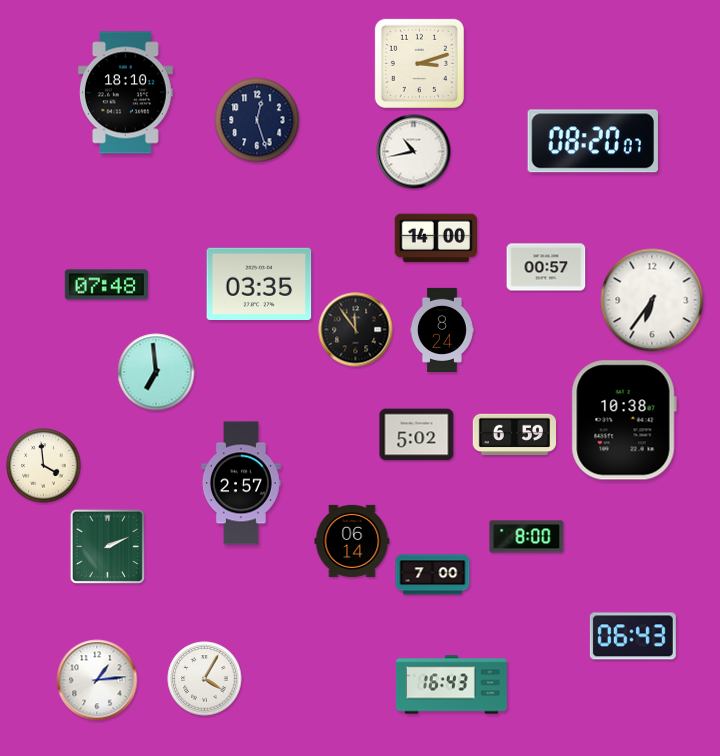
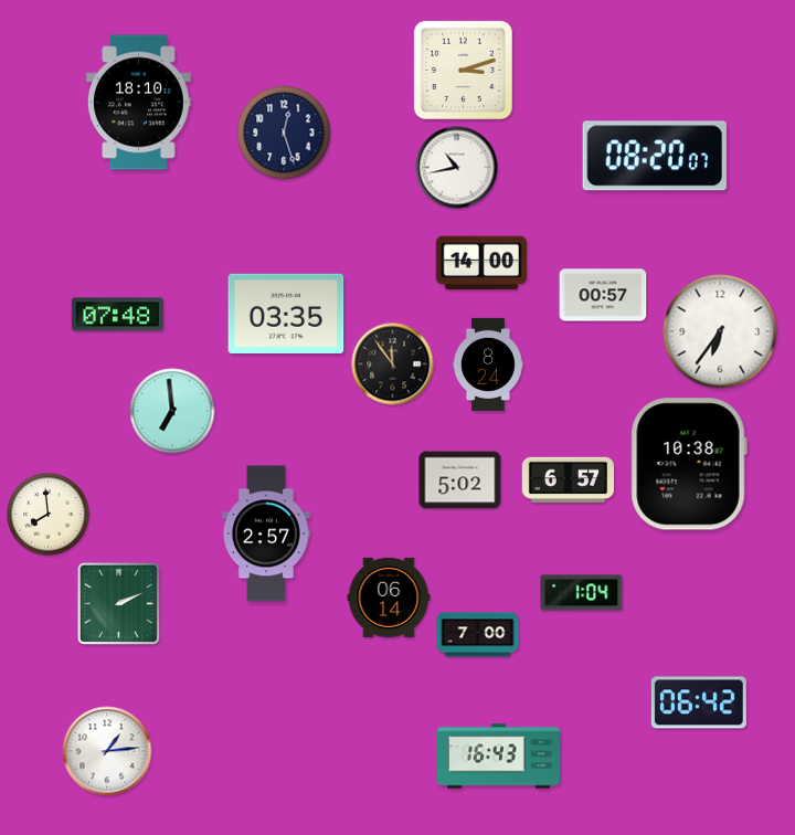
clock at (514, 434): 6:59 -> 6:57
clock at (44, 466): 3:59 -> 7:59
clock at (527, 537): 8:00 -> 1:04
clock at (633, 636): 06:43 -> 06:42
clock at (205, 679): 4:05 -> none
